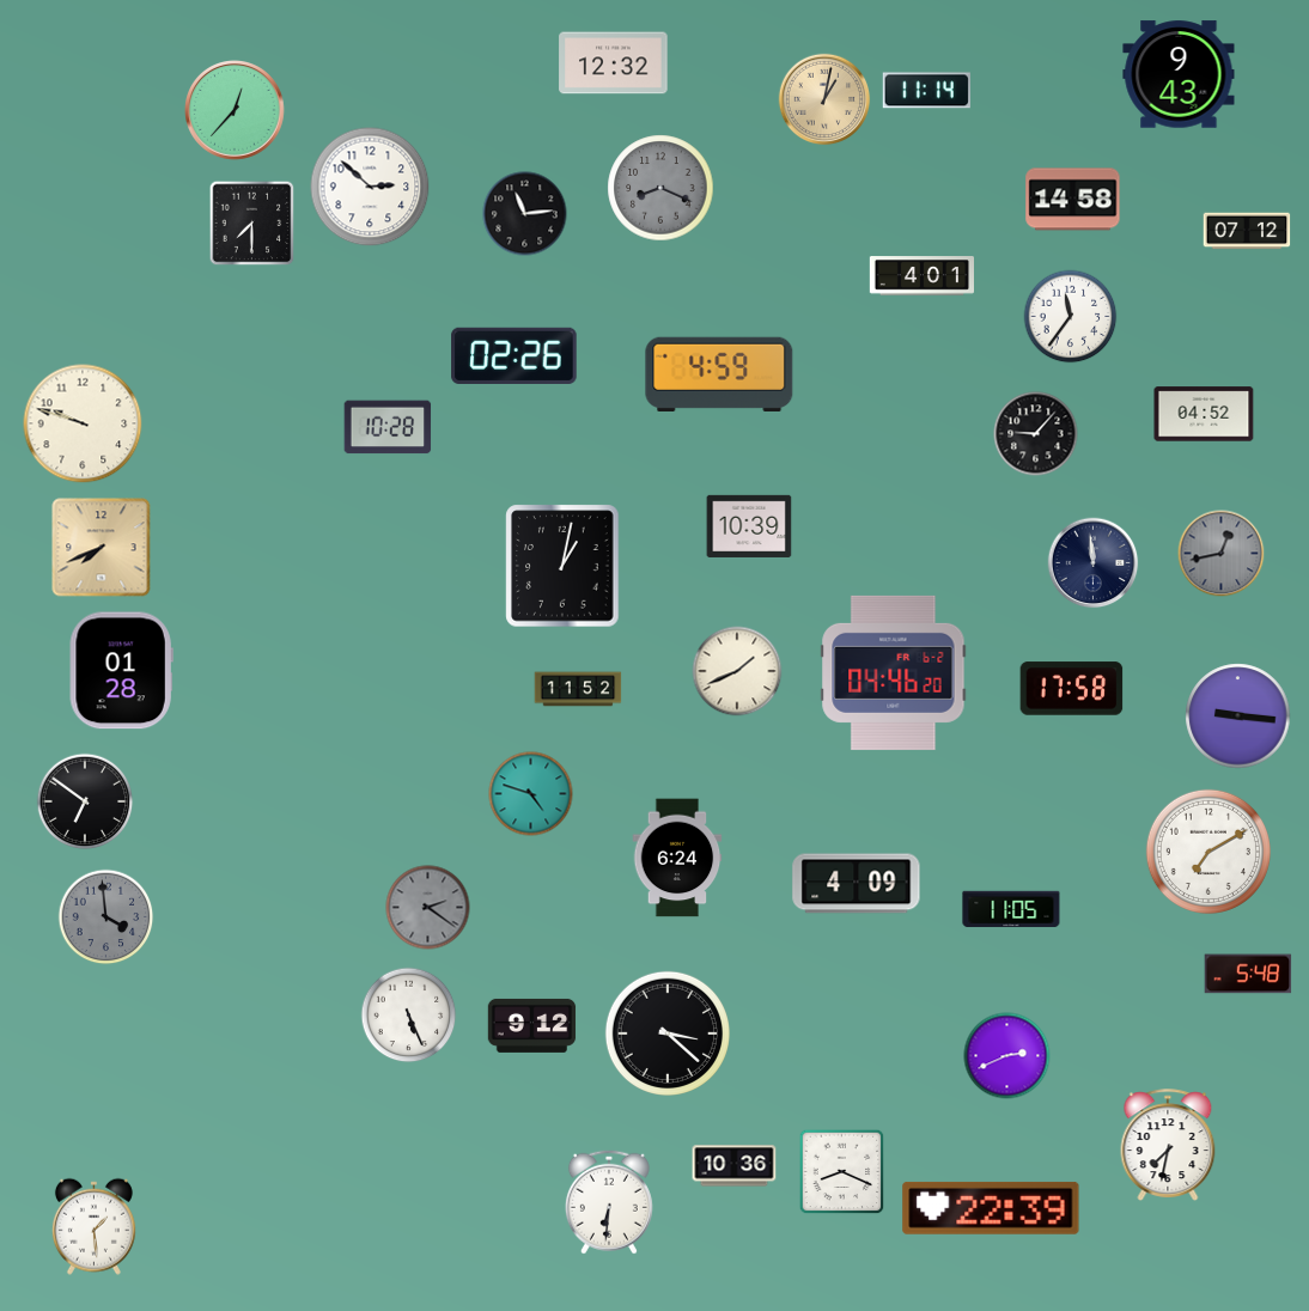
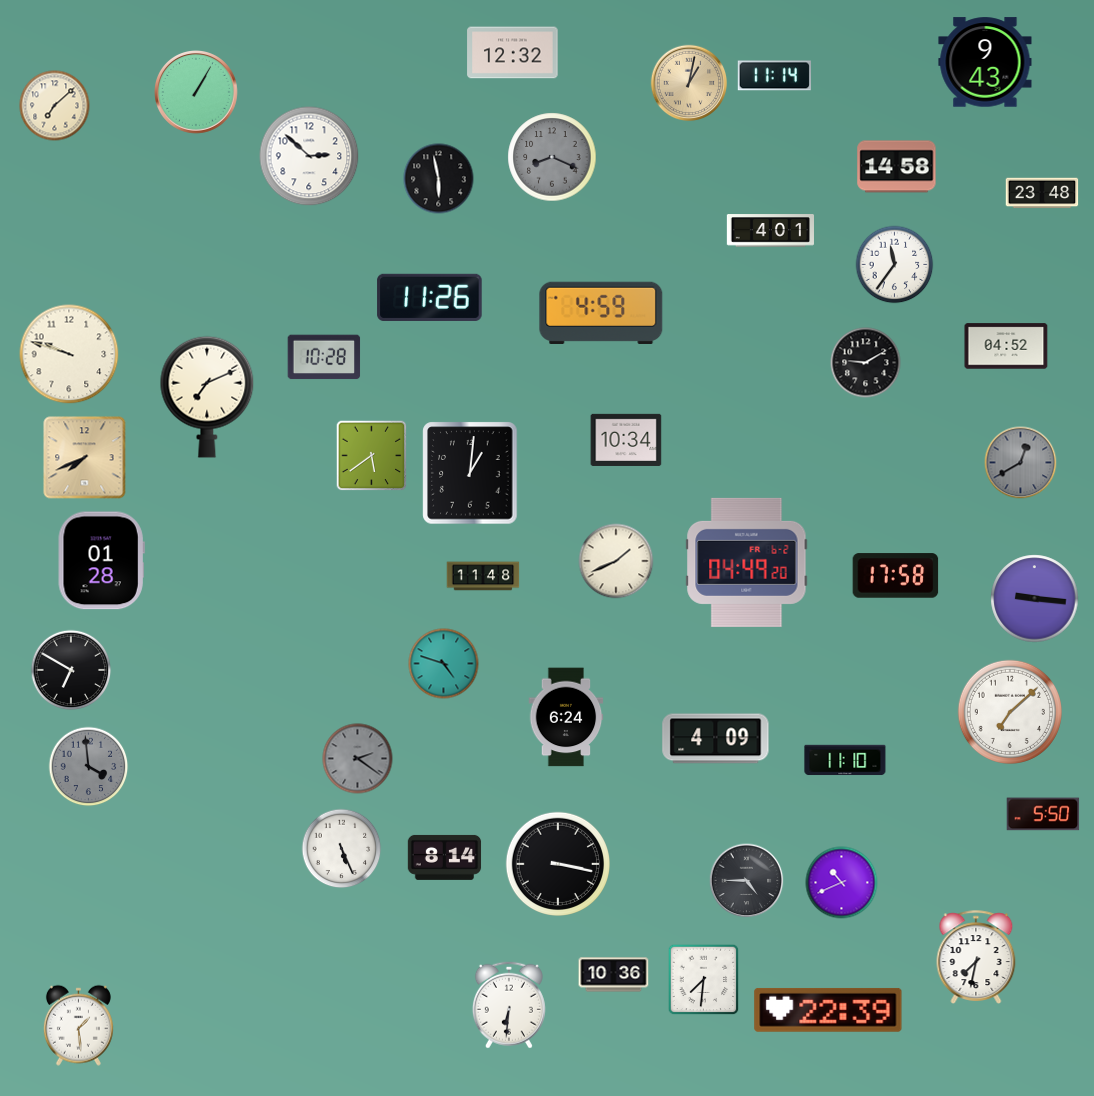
clock at (236, 111): 12:37 -> 1:05
clock at (55, 106): none -> 7:08
clock at (525, 214): 11:14 -> 5:58
clock at (252, 224): 7:30 -> none
clock at (1247, 231): 07:12 -> 23:48
clock at (515, 355): 02:26 -> 11:26
clock at (1036, 434): 9:07 -> 9:10
clock at (207, 397): none -> 7:11
clock at (749, 526): 10:39 -> 10:34
clock at (372, 456): none -> 5:39
clock at (1222, 554): 12:43 -> 12:40
clock at (1094, 563): 11:59 -> none
clock at (562, 566): 1:02 -> 1:01
clock at (894, 672): 04:46 -> 04:49
clock at (578, 689): 11:52 -> 11:48
clock at (85, 801): 6:51 -> 6:50
clock at (1208, 852): 7:10 -> 7:08
clock at (1011, 909): 11:05 -> 11:10
clock at (1248, 974): 5:48 -> 5:50
clock at (532, 1025): 9:12 -> 8:14
clock at (668, 1033): 3:22 -> 3:17
clock at (747, 881): none -> 4:45
clock at (1007, 1056): 2:41 -> 10:41
clock at (842, 1172): 8:19 -> 7:31
